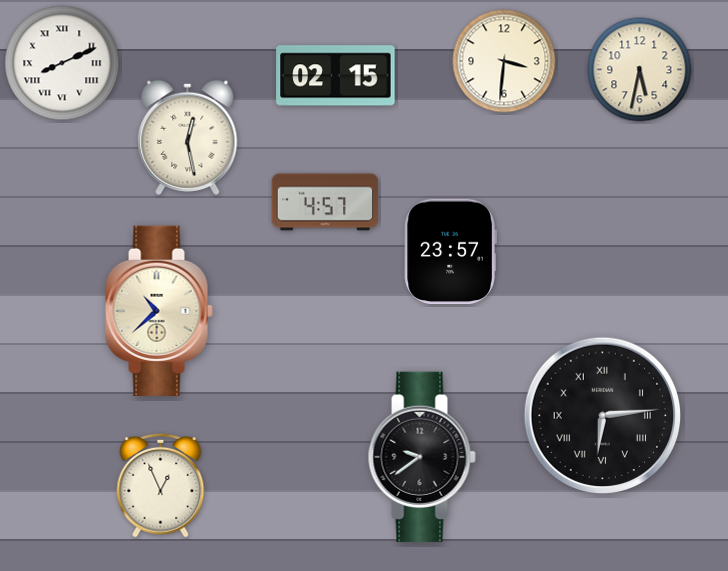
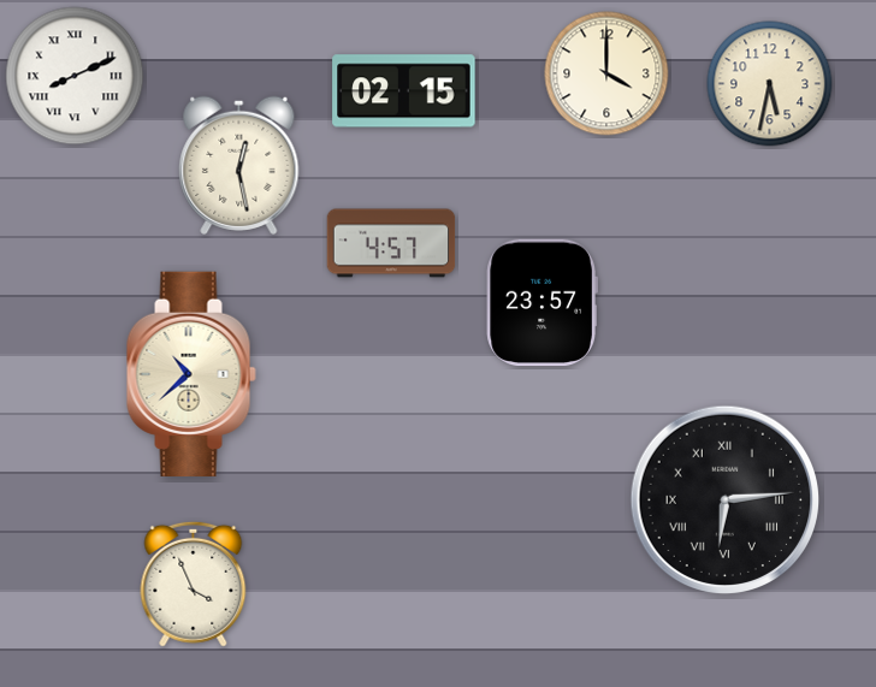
clock at (504, 61): 3:31 -> 4:00
clock at (188, 137) position: (188, 137) -> (239, 165)
clock at (422, 457): 9:39 -> none
clock at (161, 485): 12:56 -> 3:56
